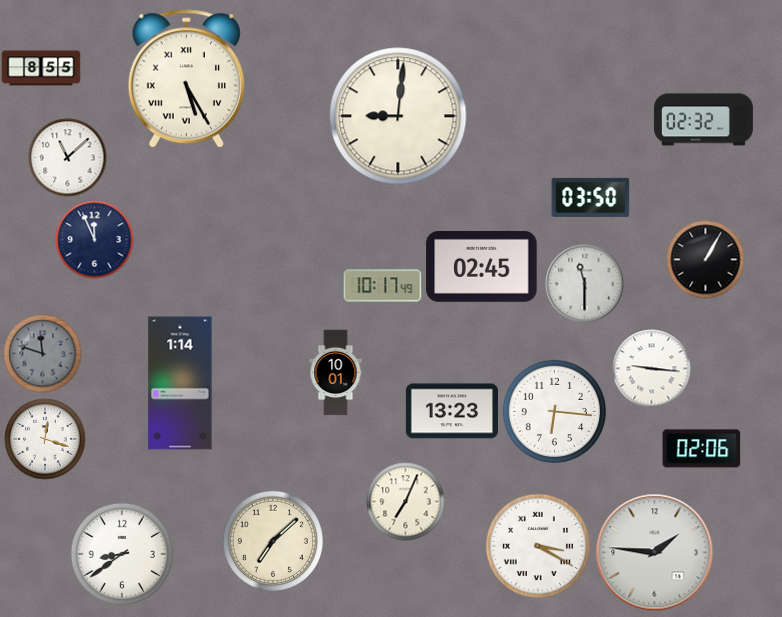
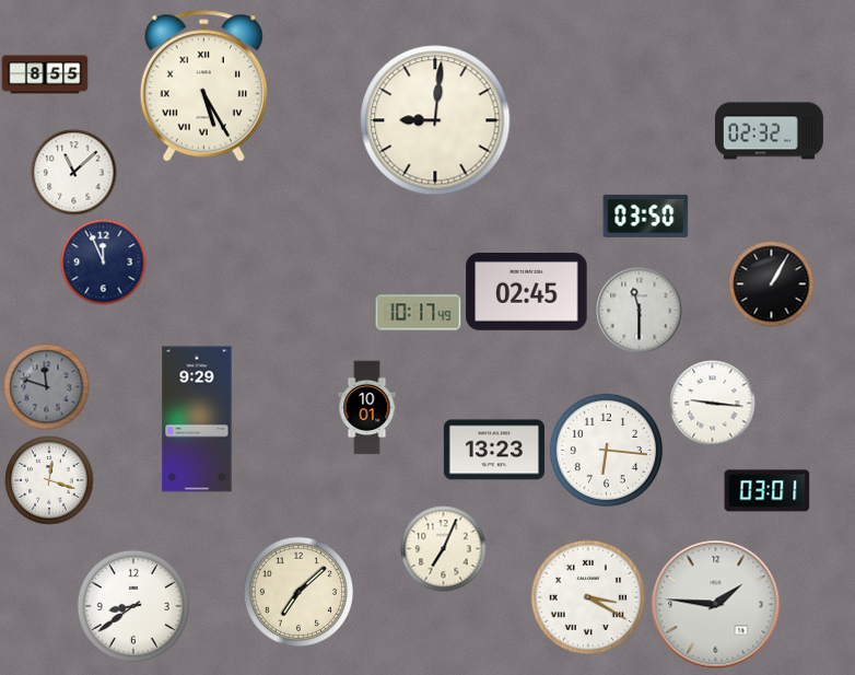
clock at (398, 116) position: (398, 116) -> (435, 120)
clock at (180, 383): 1:14 -> 9:29
clock at (701, 449): 02:06 -> 03:01
